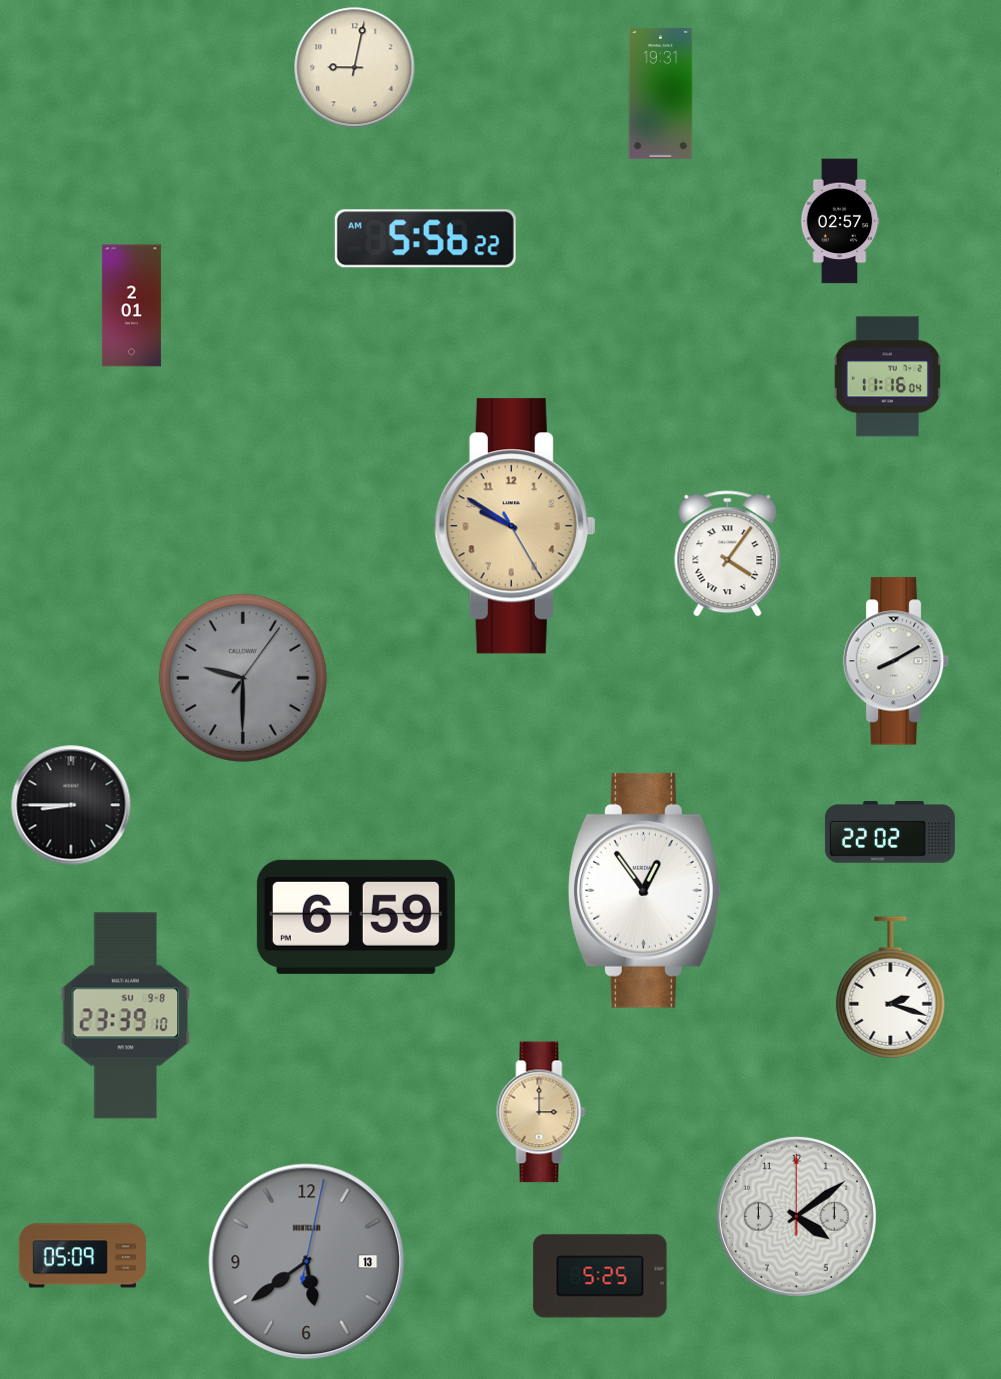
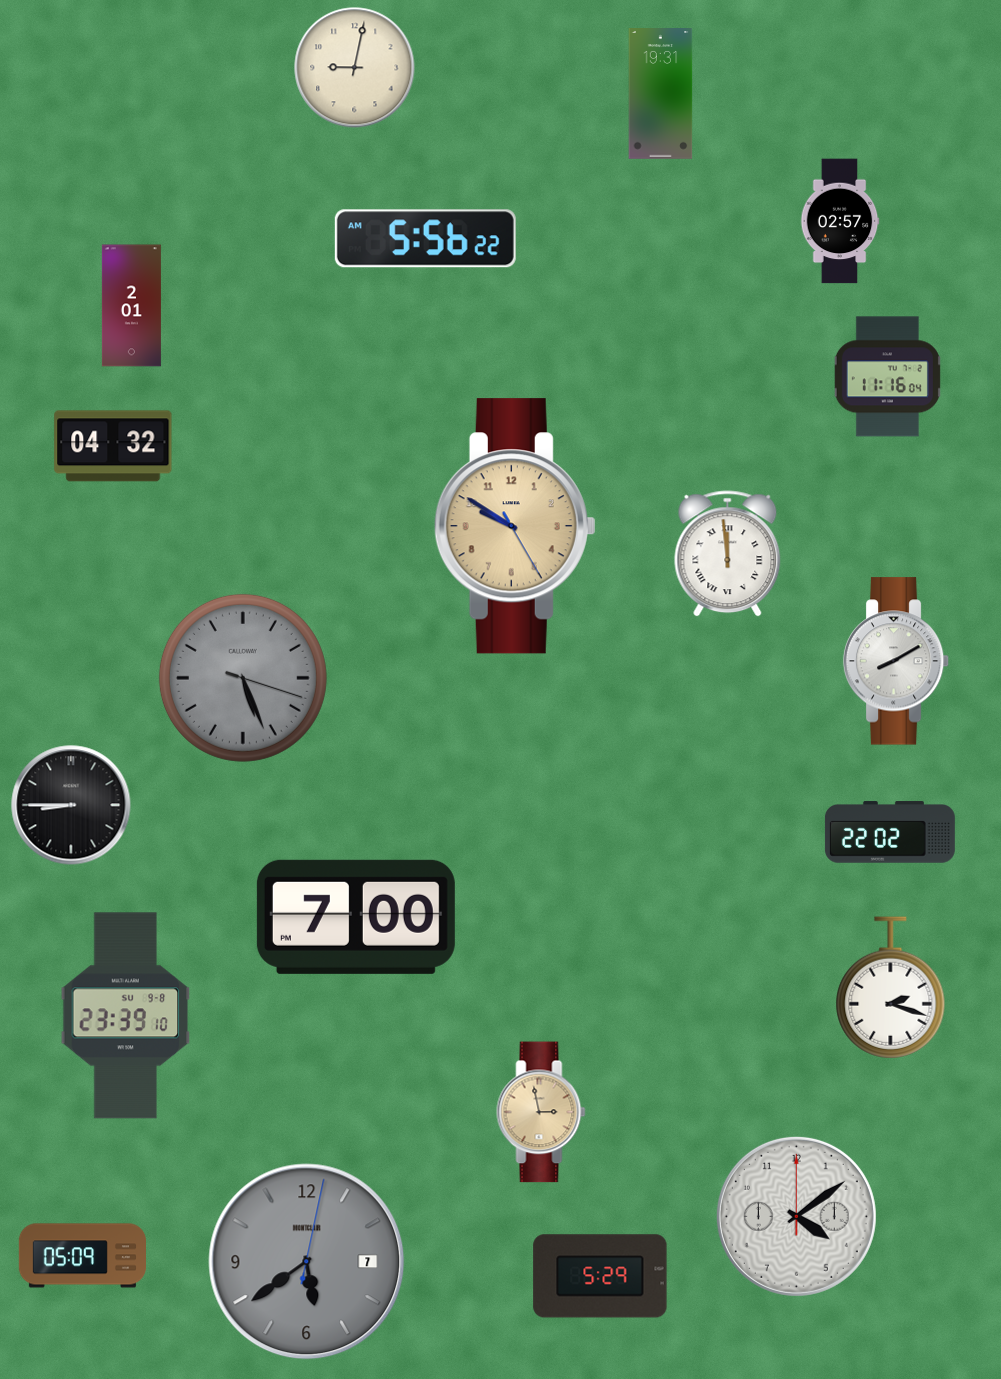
clock at (113, 446): none -> 04:32
clock at (728, 554): 4:06 -> 11:59
clock at (243, 678): 9:30 -> 5:26
clock at (644, 890): 12:54 -> none
clock at (356, 917): 6:59 -> 7:00
clock at (541, 1112): 3:00 -> 2:58
clock at (307, 1262) date: 13 -> 7
clock at (600, 1276): 5:25 -> 5:29
